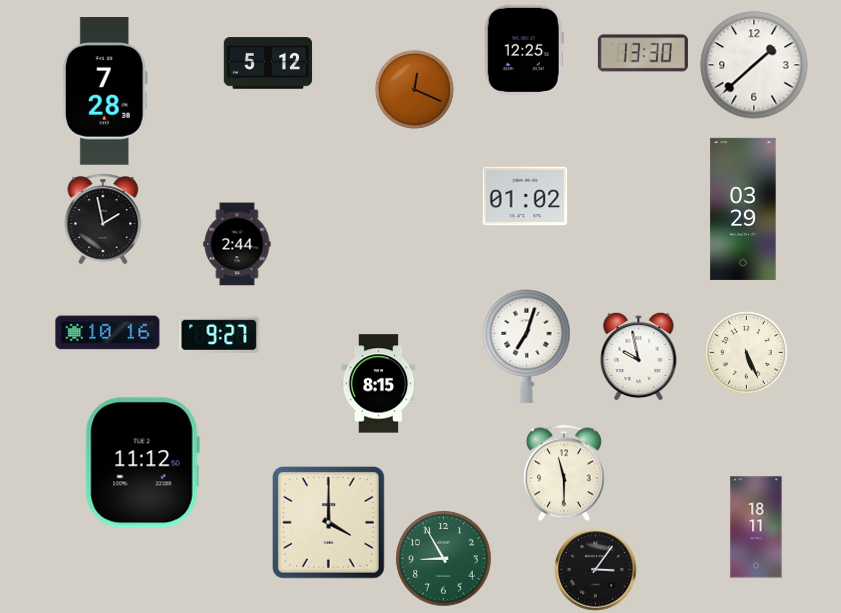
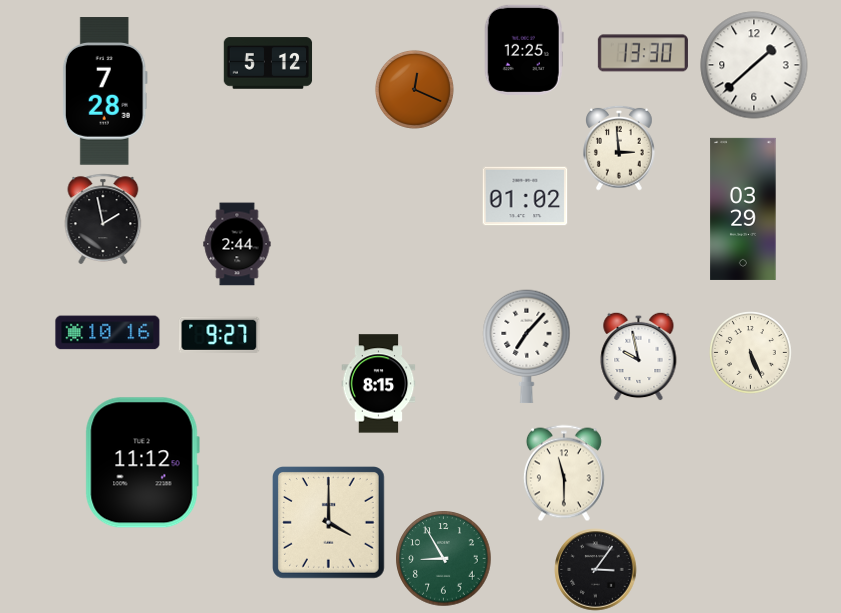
clock at (620, 148): none -> 2:59
clock at (527, 347): 7:03 -> 7:07
clock at (747, 353) position: (747, 353) -> (751, 353)
clock at (756, 527): 18:11 -> none
